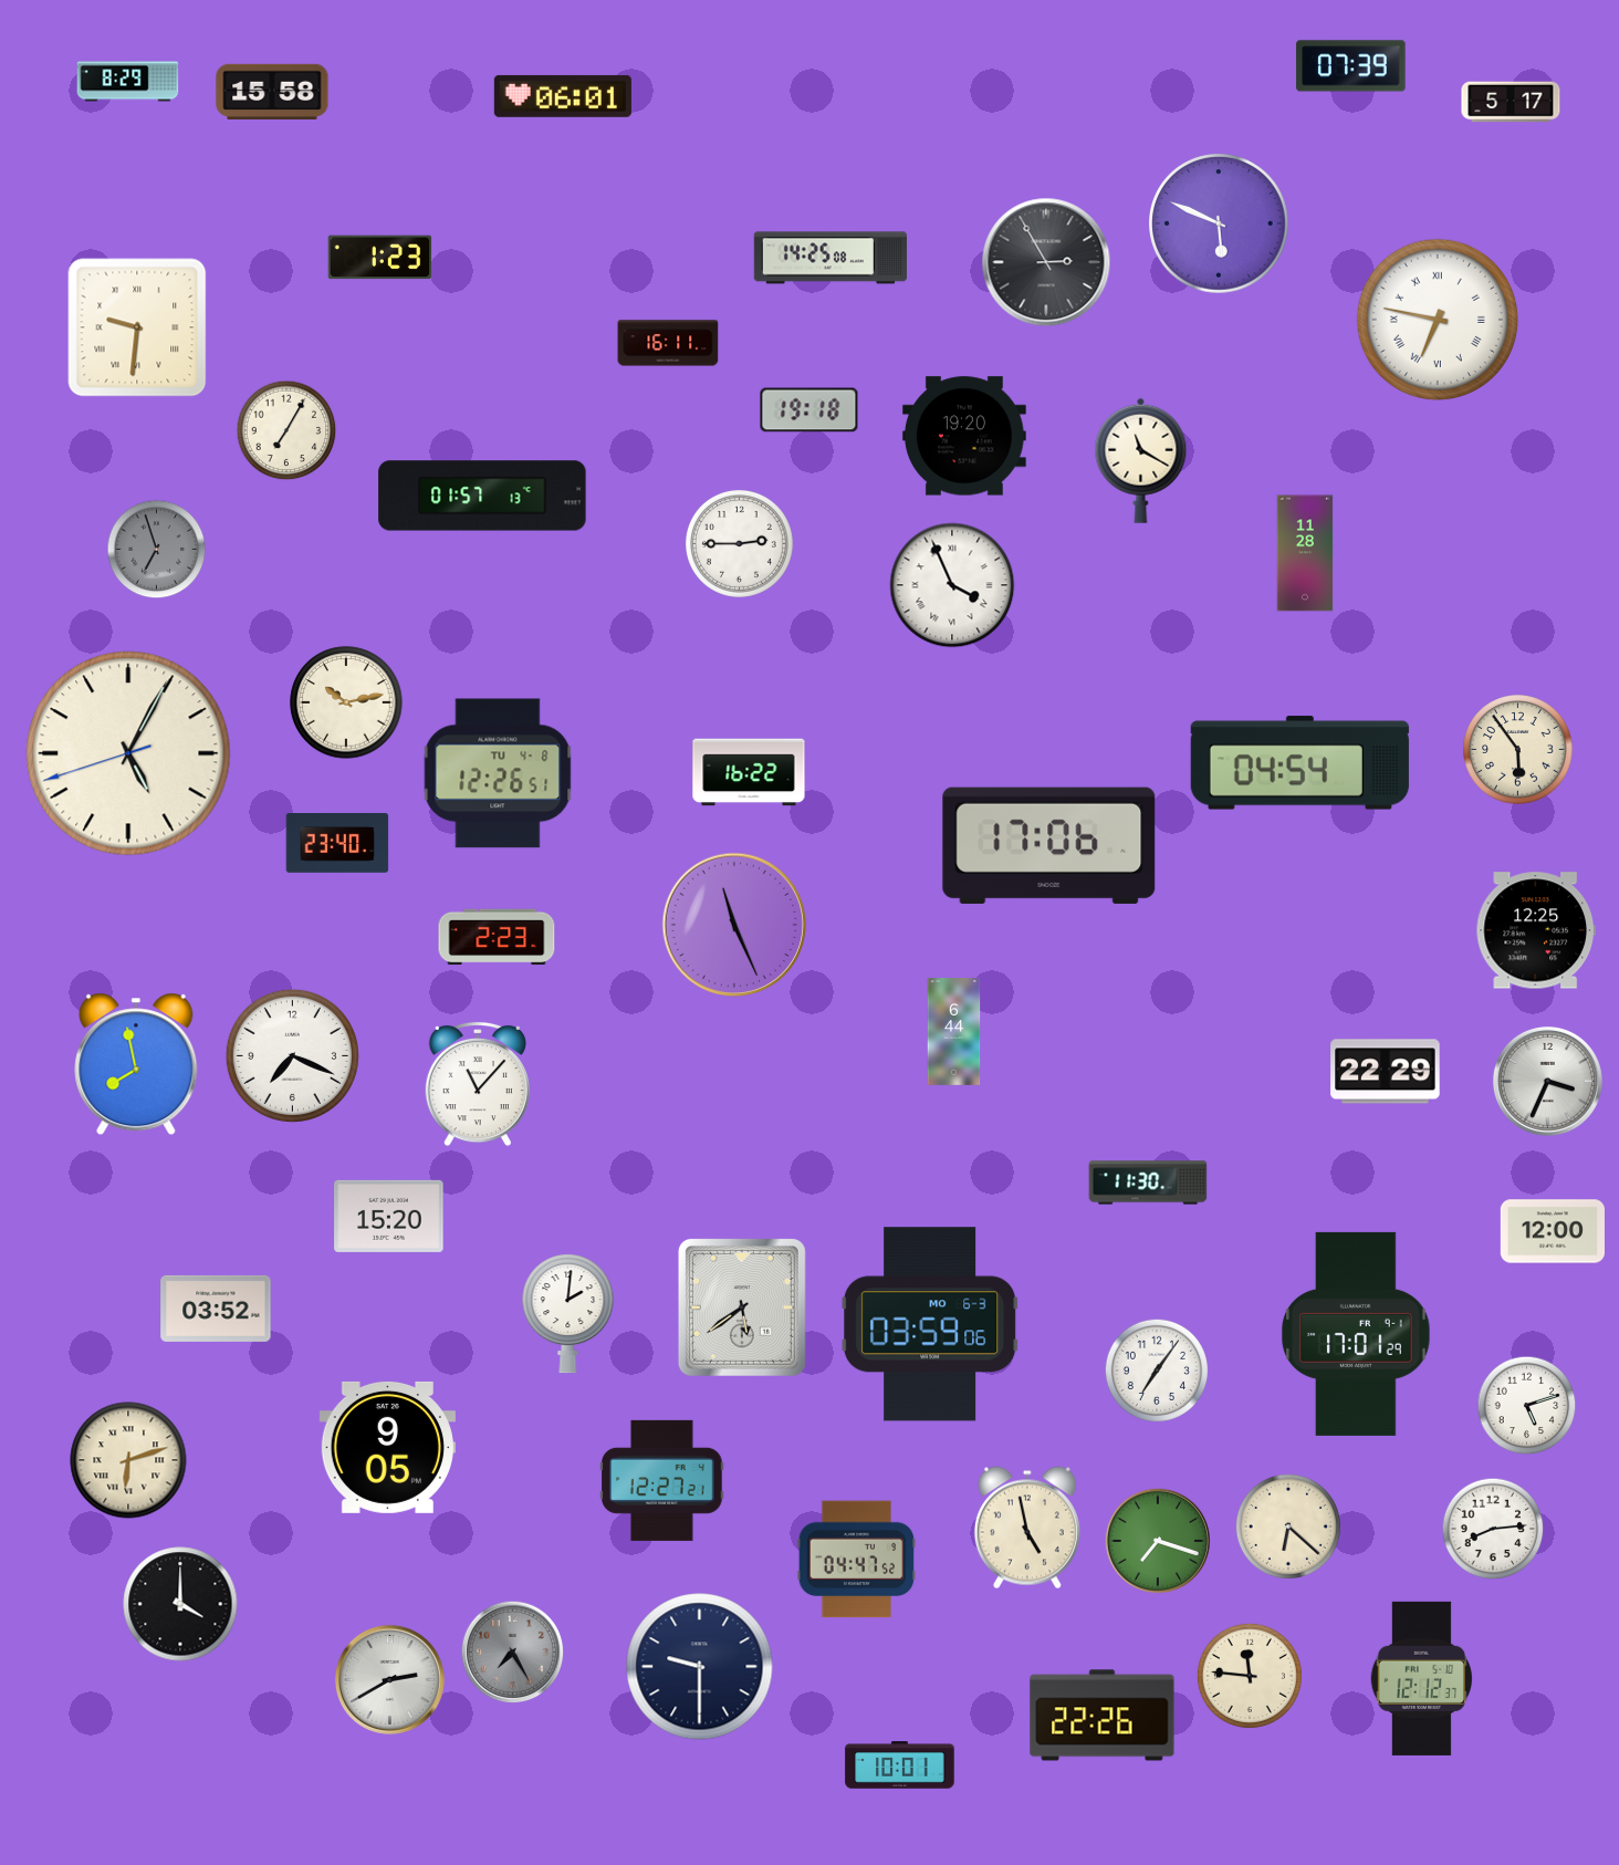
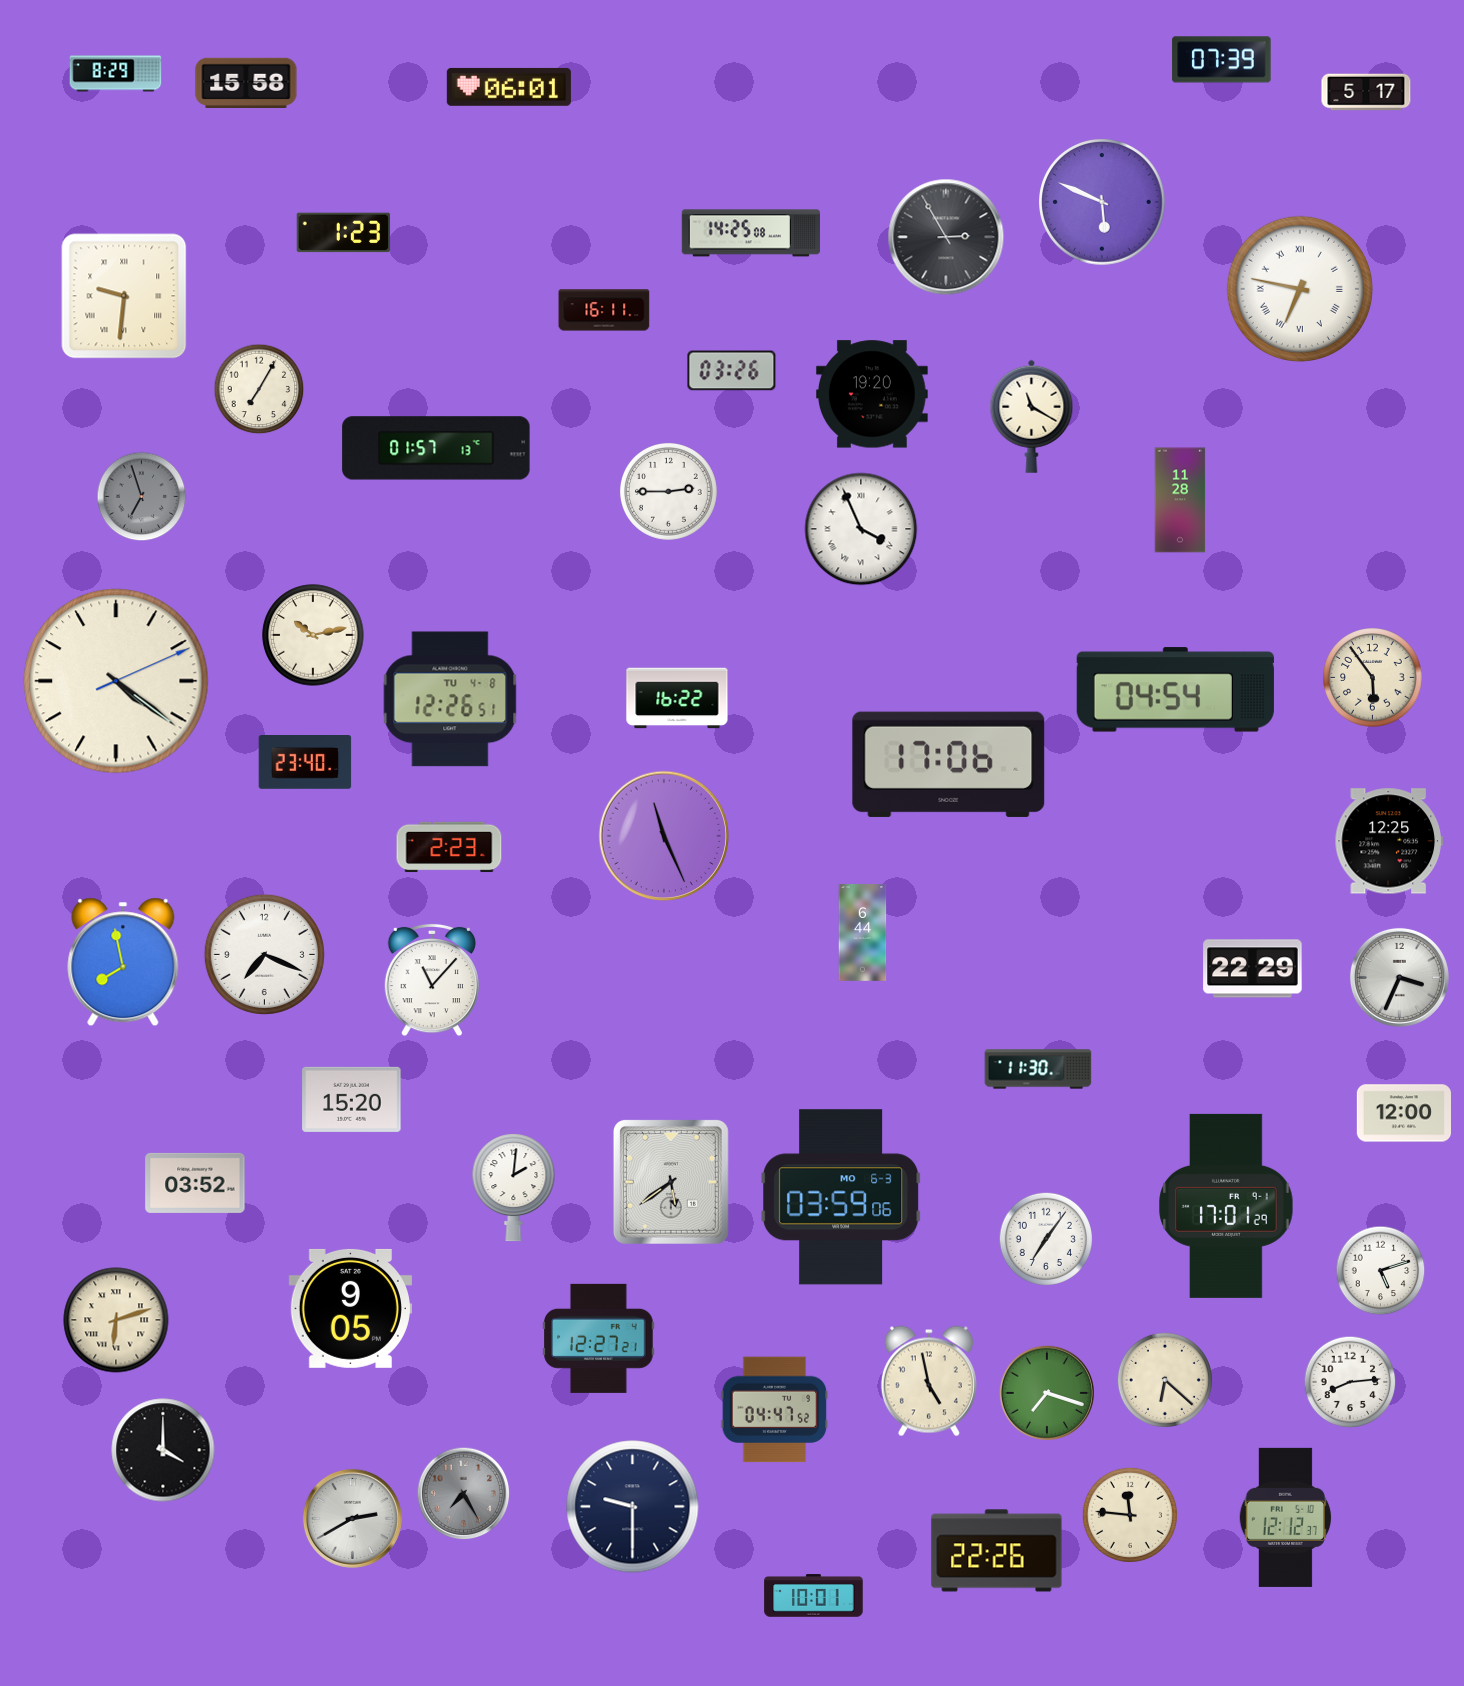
clock at (810, 410): 19:18 -> 03:26
clock at (128, 753): 5:04 -> 4:21
